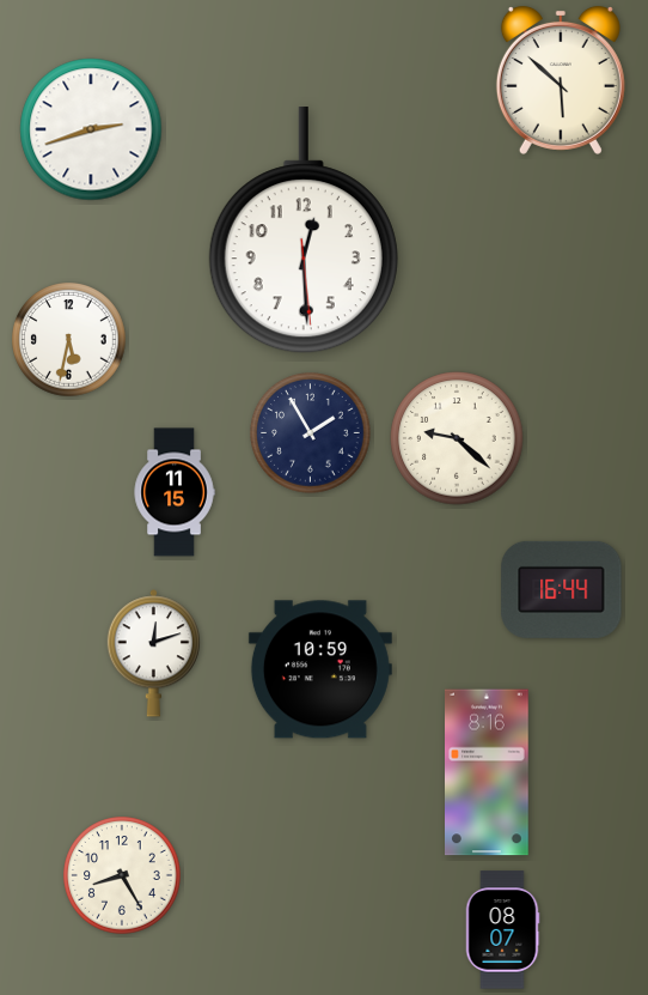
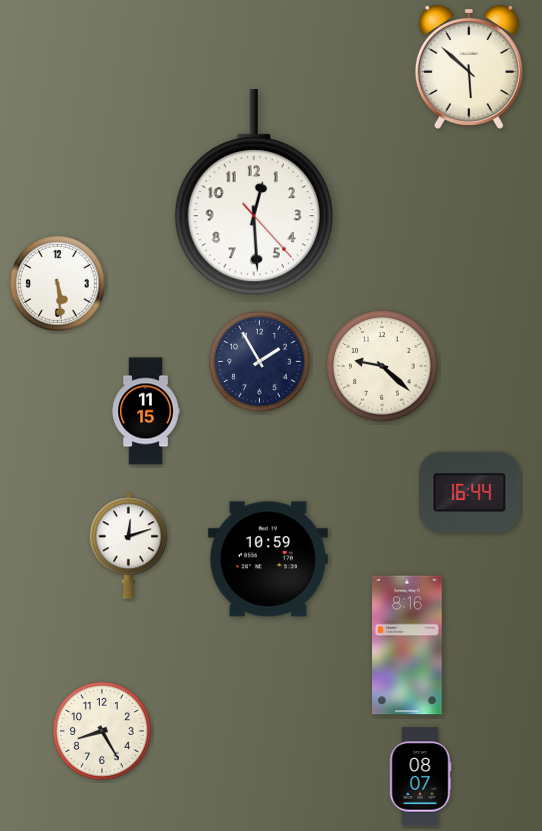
clock at (91, 129): 2:42 -> none
clock at (304, 231): 12:29:29 -> 12:29:23
clock at (69, 340): 5:32 -> 5:29
